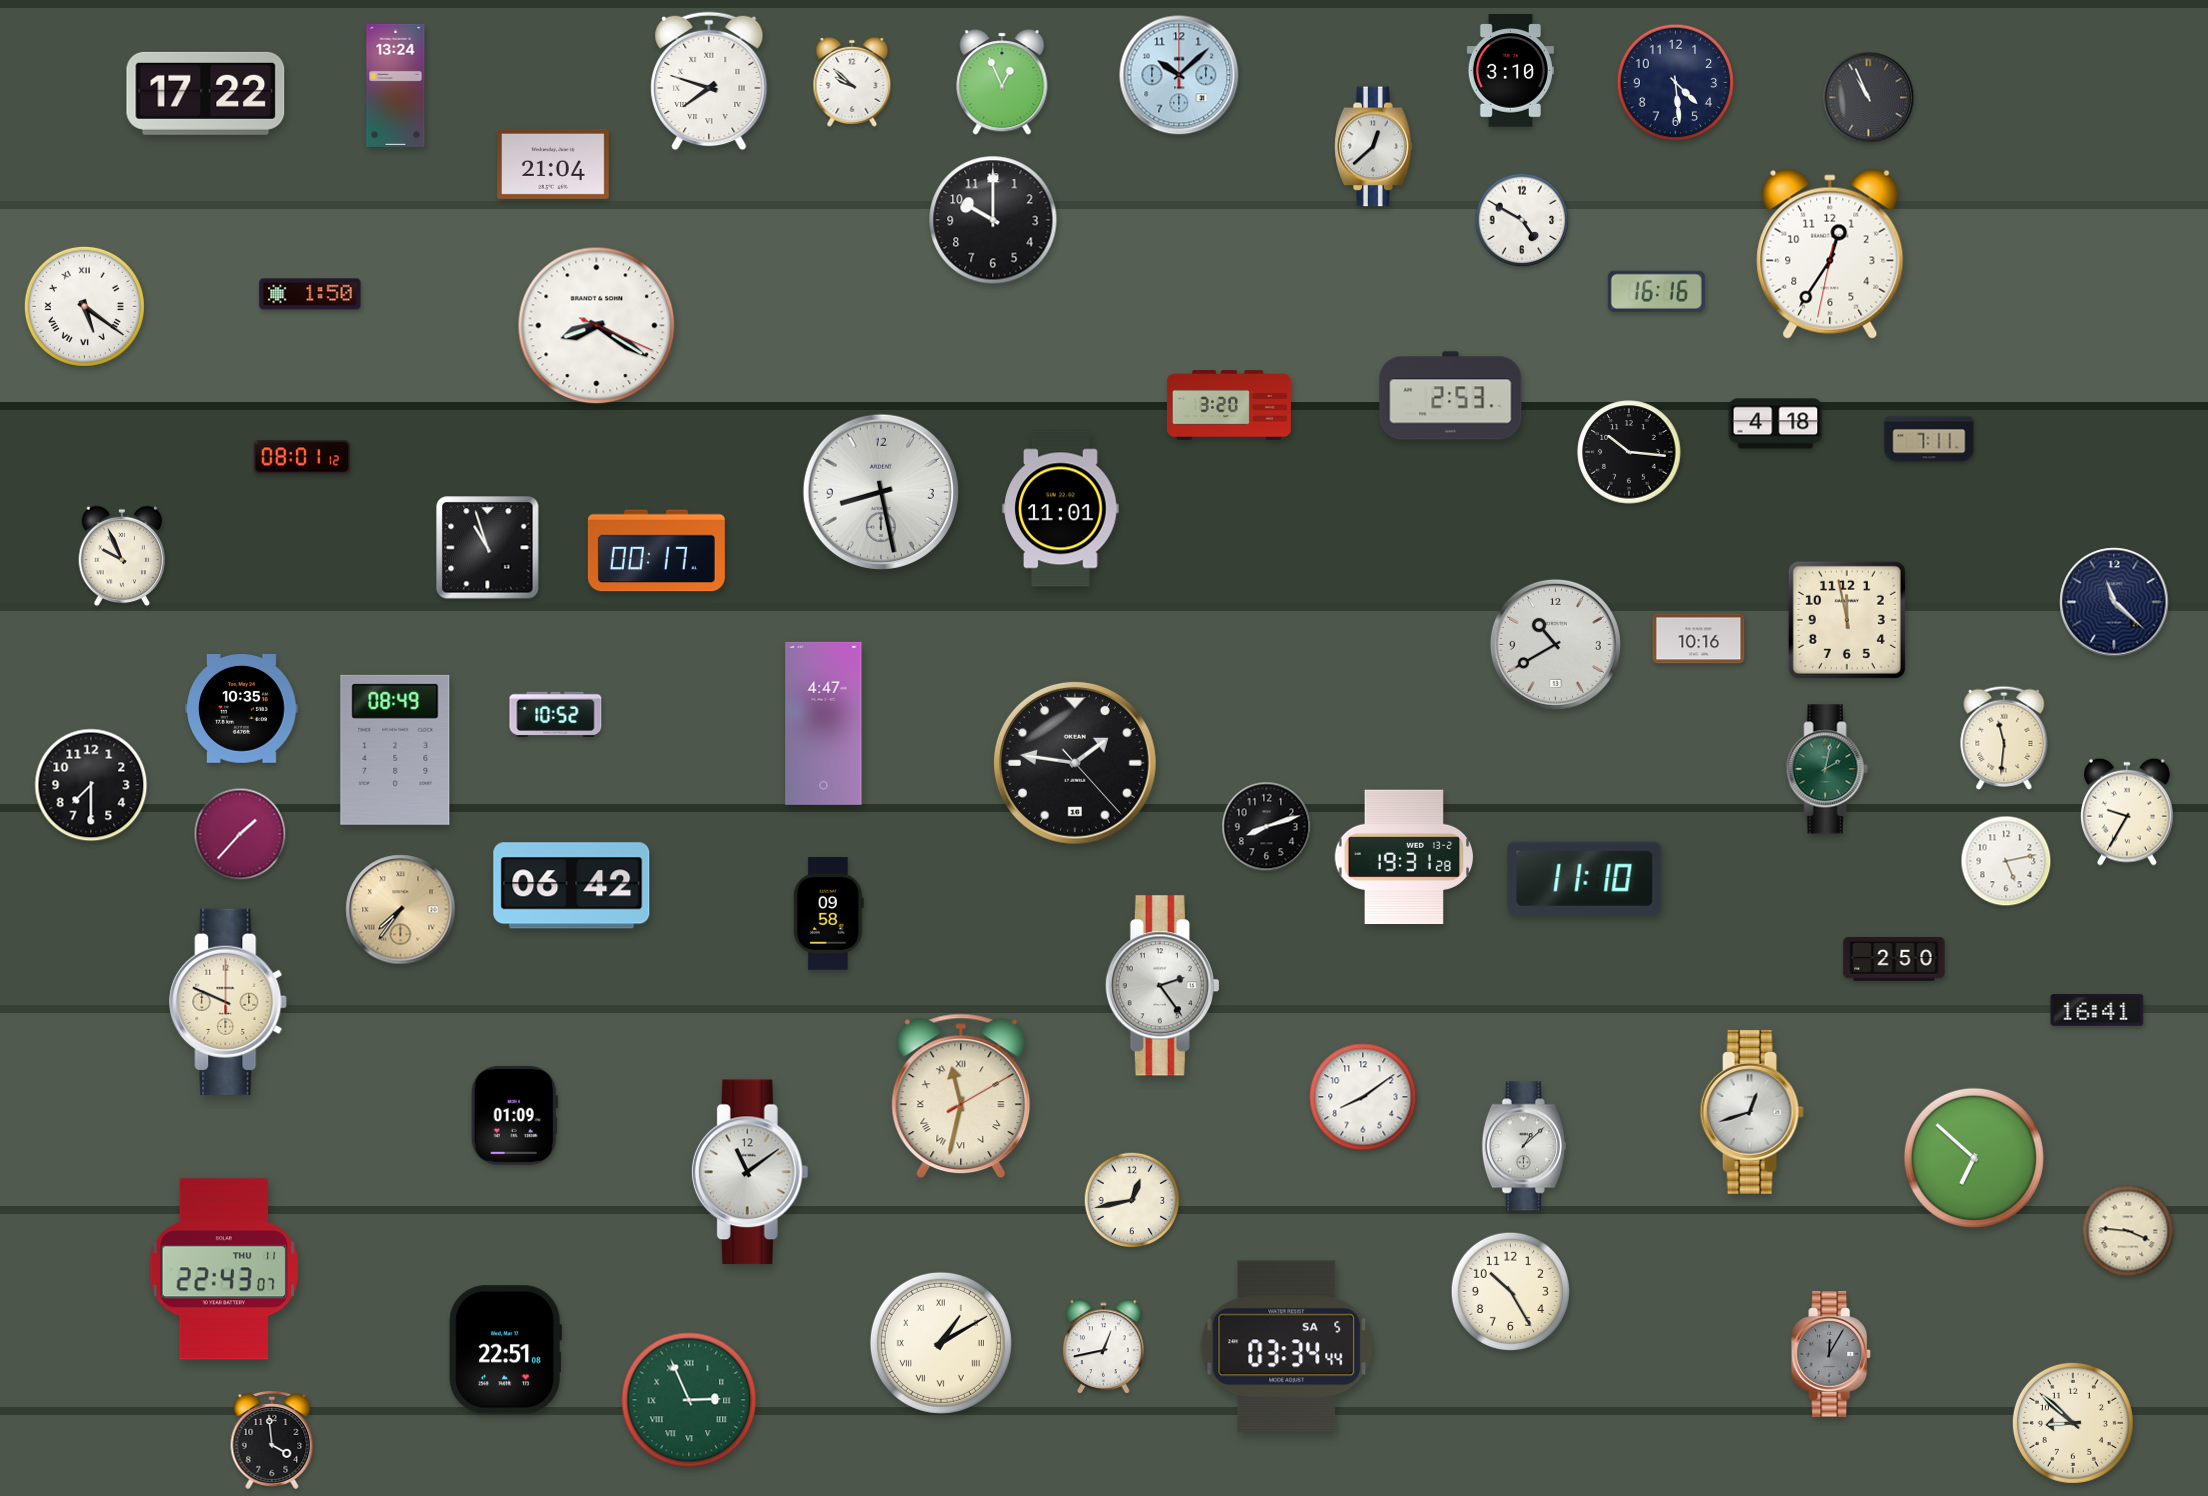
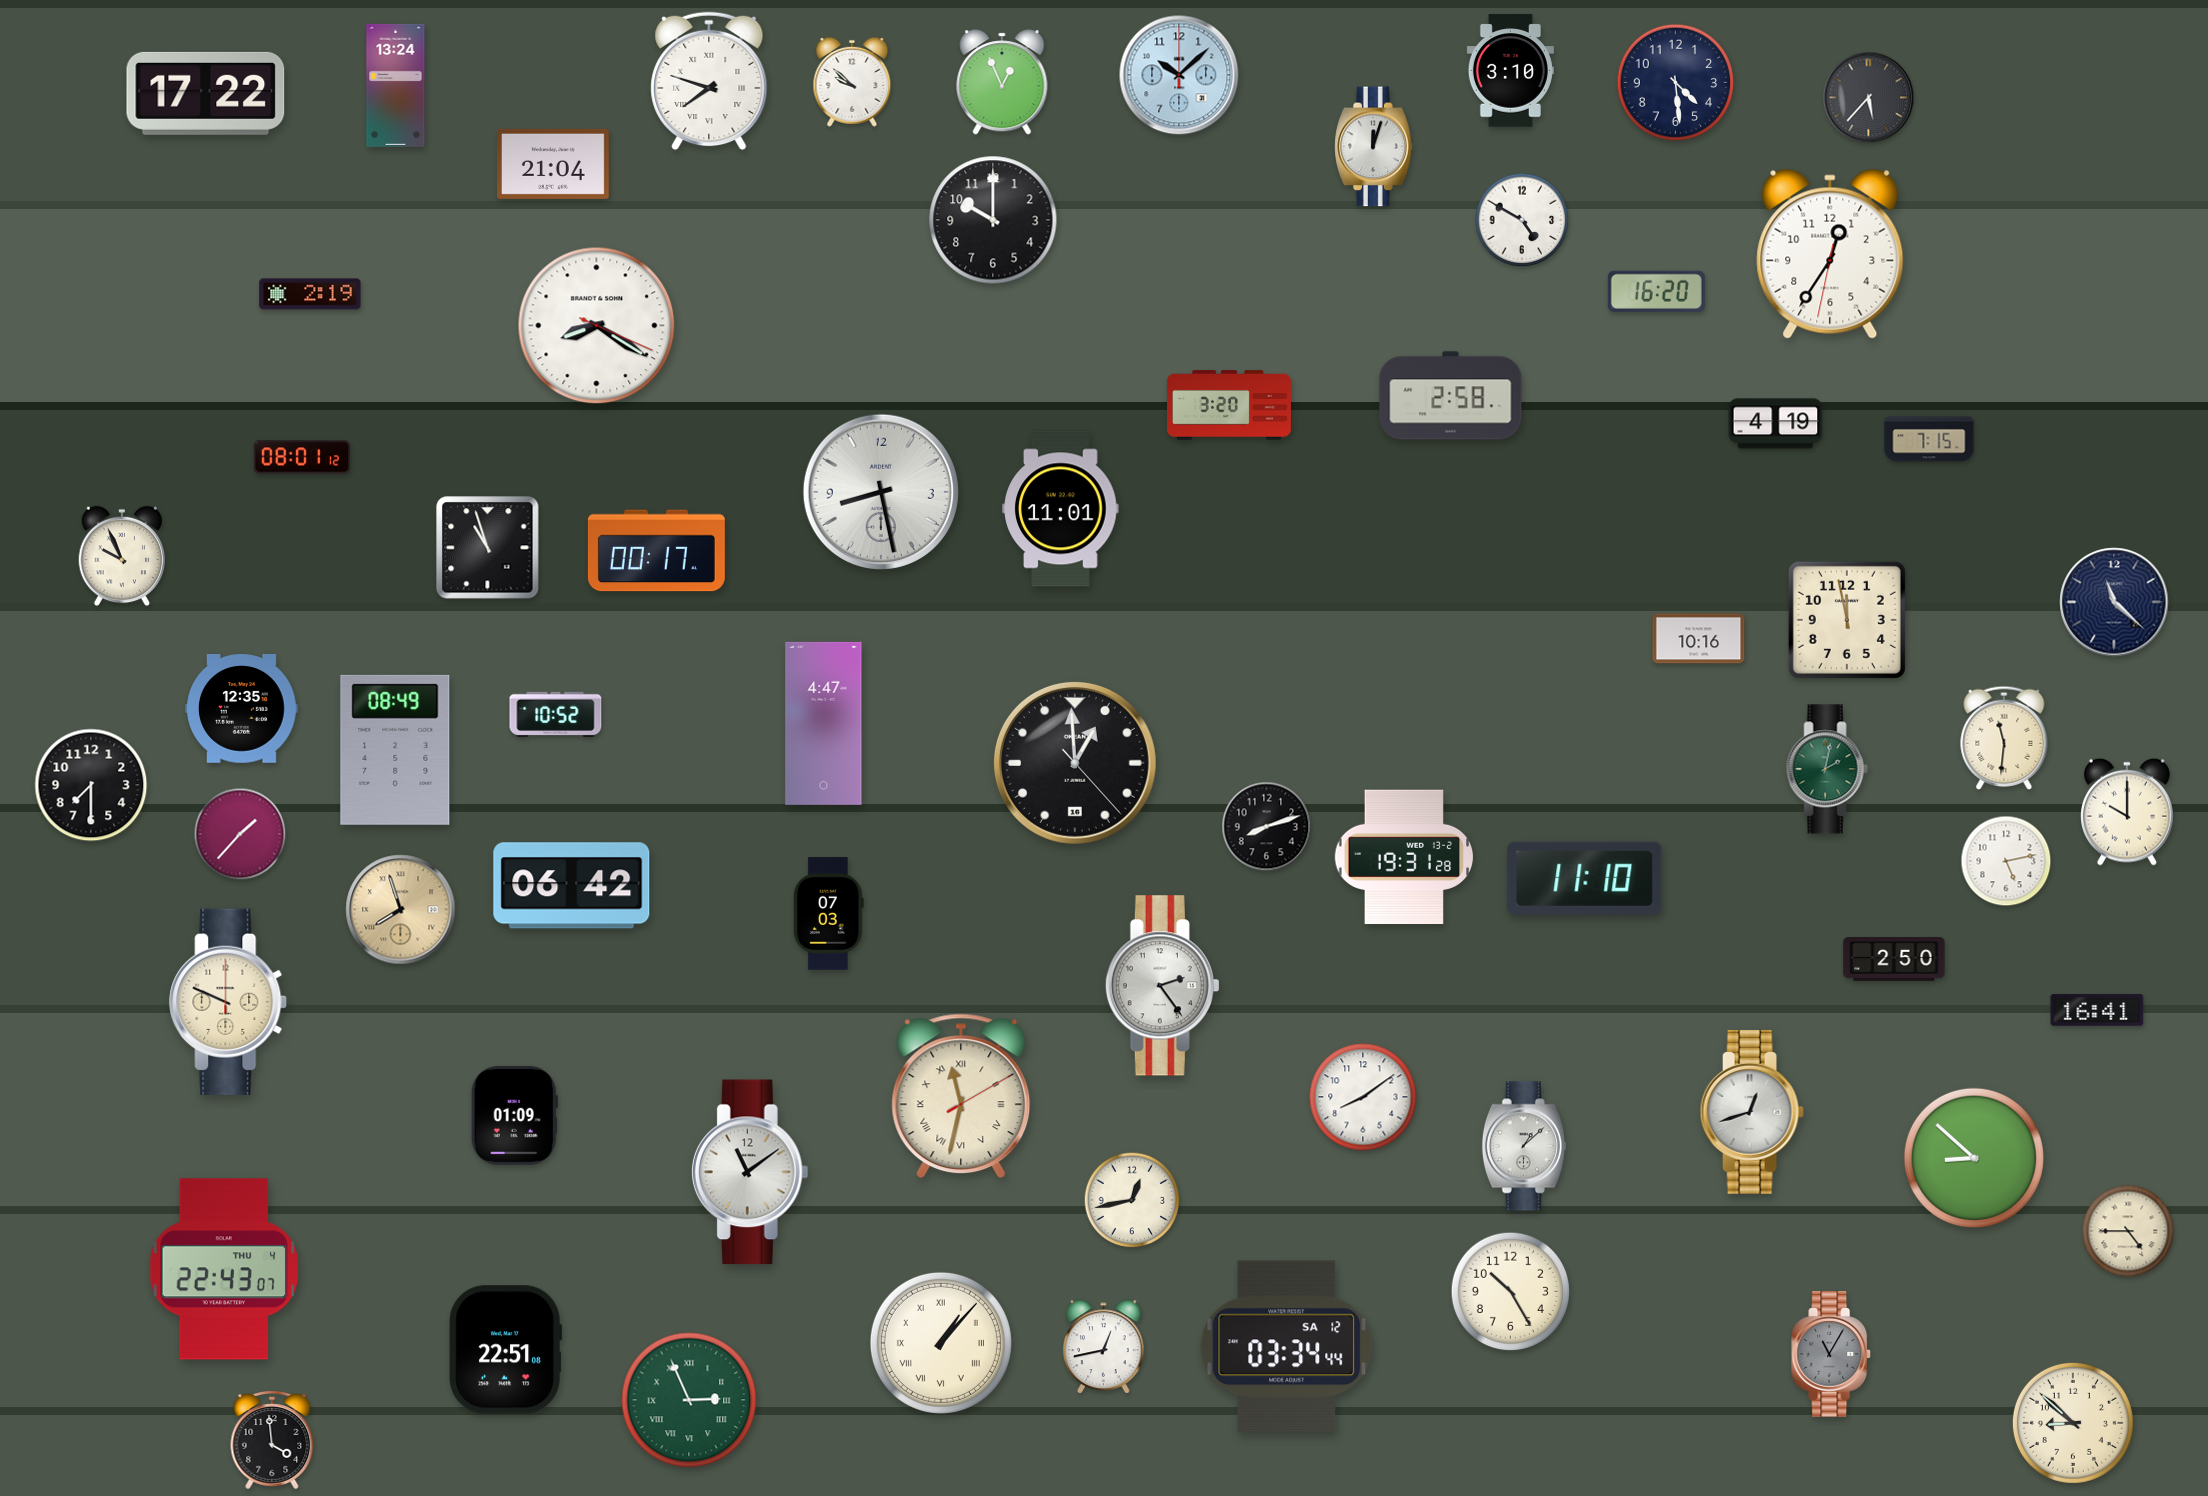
clock at (1869, 98): 10:56 -> 5:37
clock at (1374, 147): 12:38 -> 12:03
clock at (1656, 291): 16:16 -> 16:20
clock at (310, 294): 1:50 -> 2:19
clock at (84, 306): 5:21 -> none
clock at (1451, 396): 2:53 -> 2:58
clock at (1776, 424): 4:18 -> 4:19
clock at (1929, 439): 7:11 -> 7:15
clock at (1629, 452): 10:16 -> none
clock at (1555, 644): 10:40 -> none
clock at (242, 709): 10:35 -> 12:35
clock at (1075, 763): 1:46 -> 12:59
clock at (2128, 812): 9:35 -> 10:00
clock at (401, 910): 7:36 -> 7:57
clock at (828, 914): 09:58 -> 07:03
clock at (1974, 1158): 6:52 -> 8:52
clock at (2128, 1231): 3:46 -> 4:45
clock at (224, 1269) date: THU 11 -> THU 4
clock at (941, 1343): 1:10 -> 1:07
clock at (1287, 1347) date: SA 5 -> SA 12
clock at (1832, 1354): 12:05 -> 11:05
